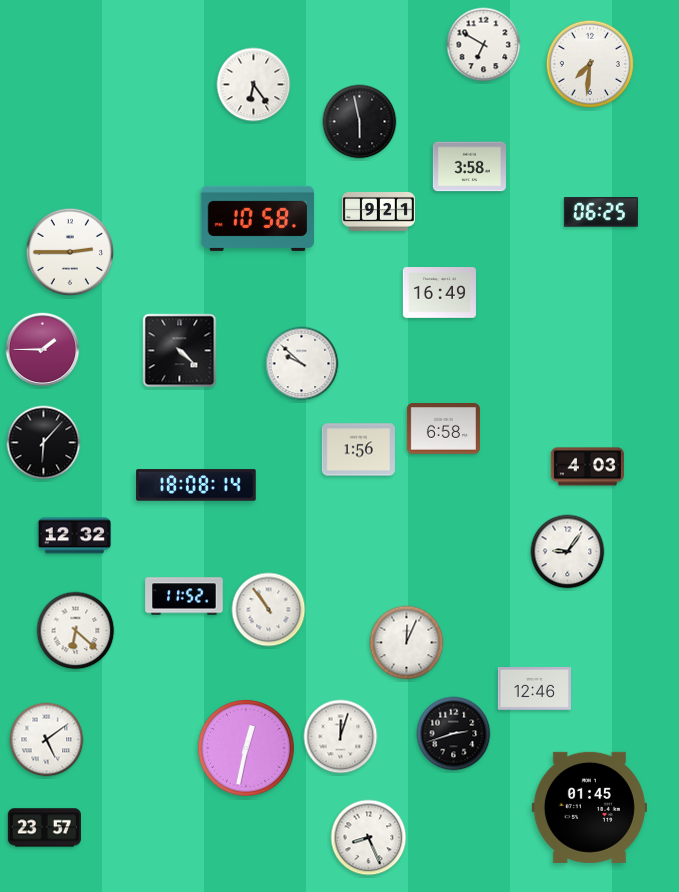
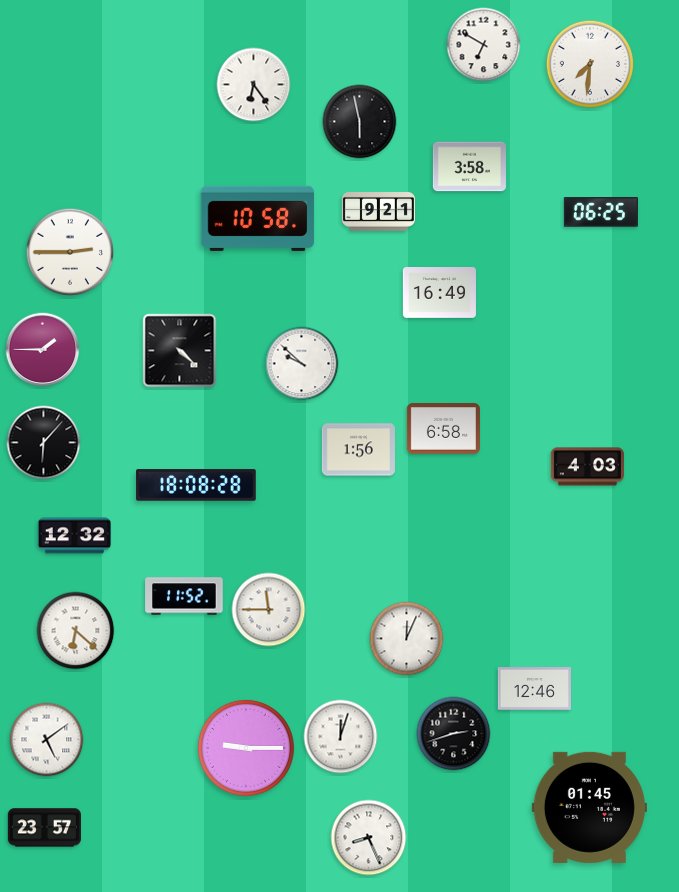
clock at (196, 485): 18:08:14 -> 18:08:28
clock at (568, 552): 9:06 -> none
clock at (269, 610): 10:54 -> 11:45
clock at (407, 643) position: (407, 643) -> (407, 639)
clock at (246, 748): 12:32 -> 9:15
